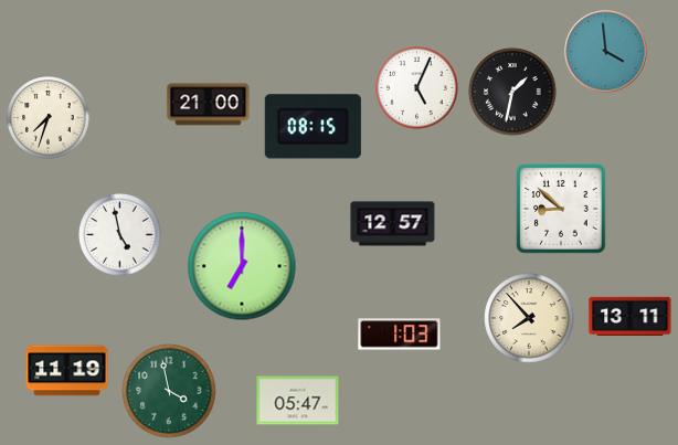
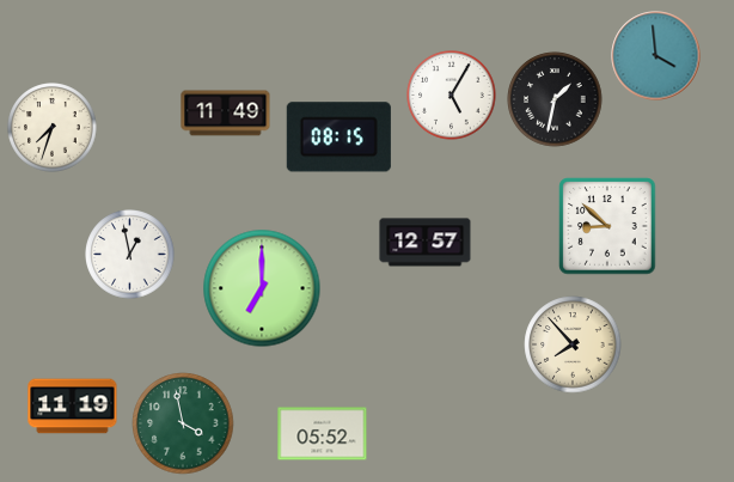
clock at (417, 88): 5:04 -> 5:05
clock at (209, 105): 21:00 -> 11:49
clock at (120, 235): 4:58 -> 12:58
clock at (631, 316): 13:11 -> none
clock at (400, 335): 1:03 -> none
clock at (67, 371) position: (67, 371) -> (73, 407)
clock at (298, 401): 05:47 -> 05:52
